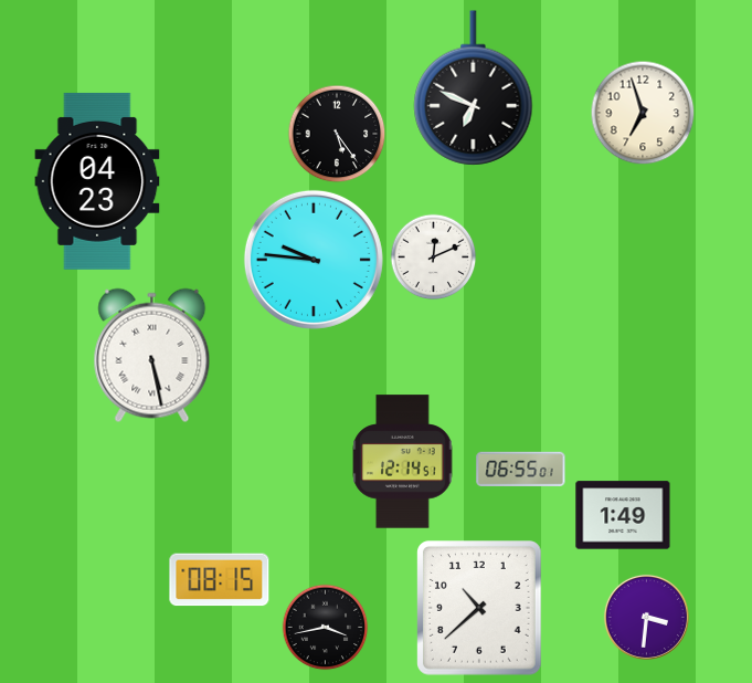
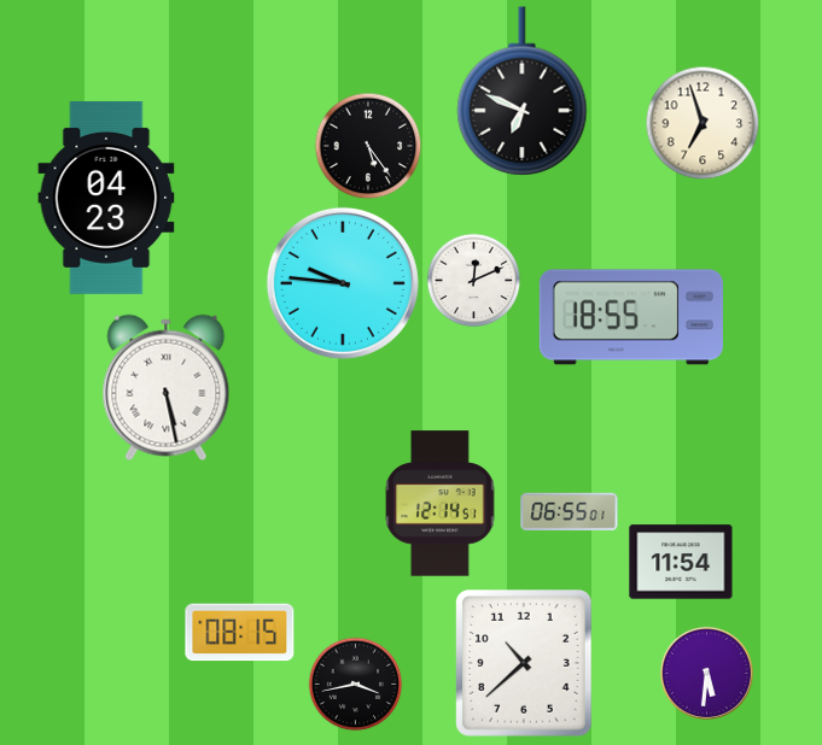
clock at (474, 88) position: (474, 88) -> (523, 92)
clock at (631, 317): none -> 18:55
clock at (623, 515): 1:49 -> 11:54
clock at (646, 617): 3:31 -> 5:31
